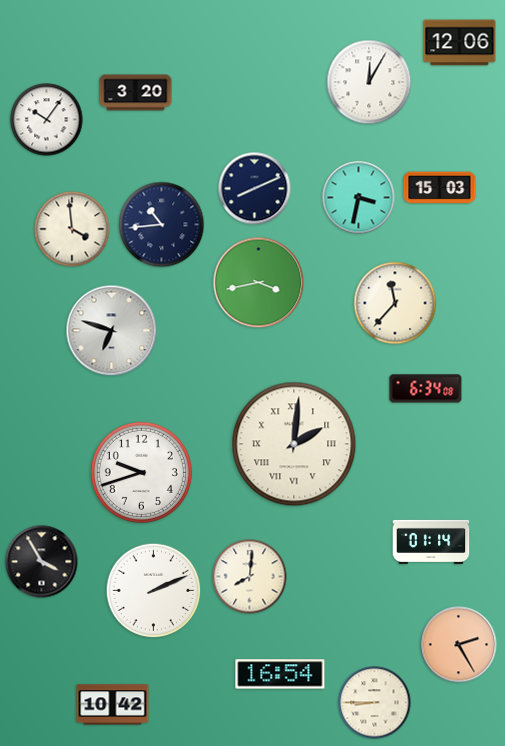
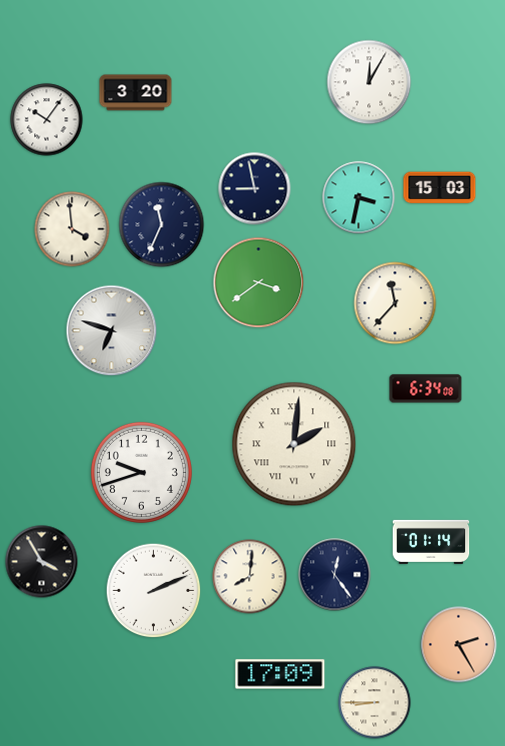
clock at (460, 43): 12:06 -> none
clock at (255, 189): 8:11 -> 8:58
clock at (162, 225): 10:44 -> 11:34
clock at (259, 283): 3:43 -> 3:39
clock at (335, 575): none -> 12:24
clock at (280, 674): 16:54 -> 17:09
clock at (113, 705): 10:42 -> none
